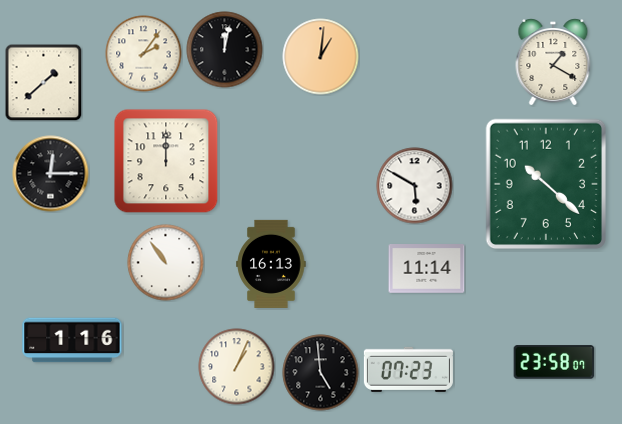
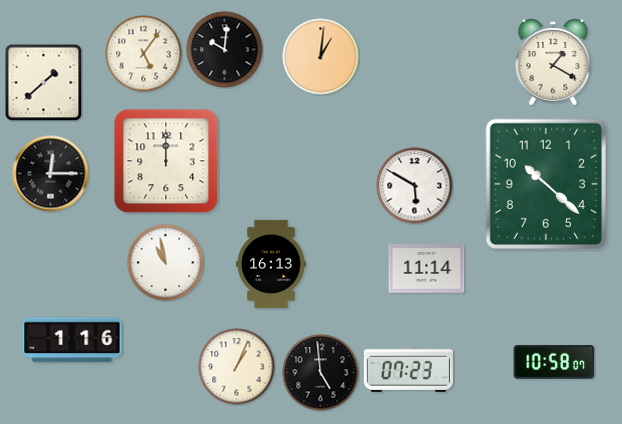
clock at (225, 50): 12:02 -> 10:01
clock at (144, 54): 2:06 -> 5:06
clock at (166, 263): 10:54 -> 10:58
clock at (554, 362): 23:58 -> 10:58
